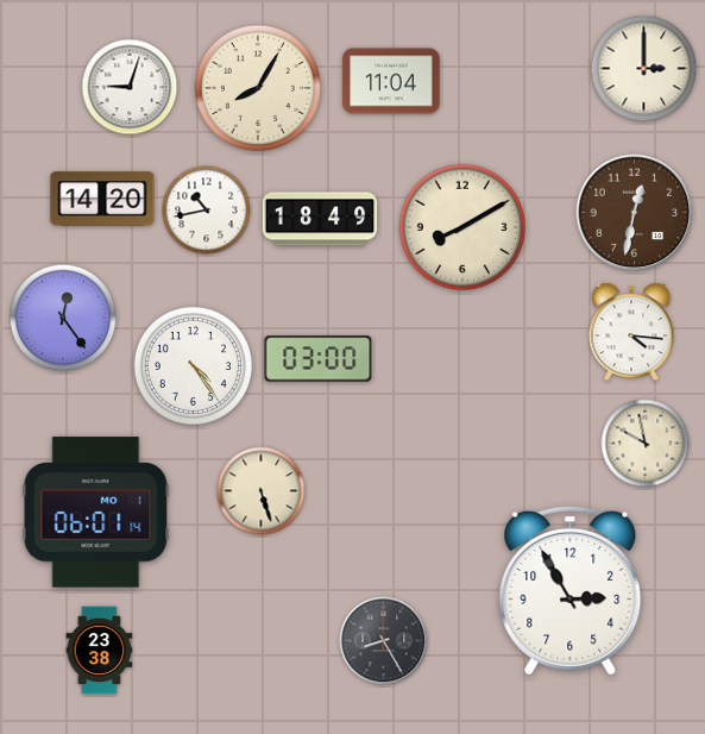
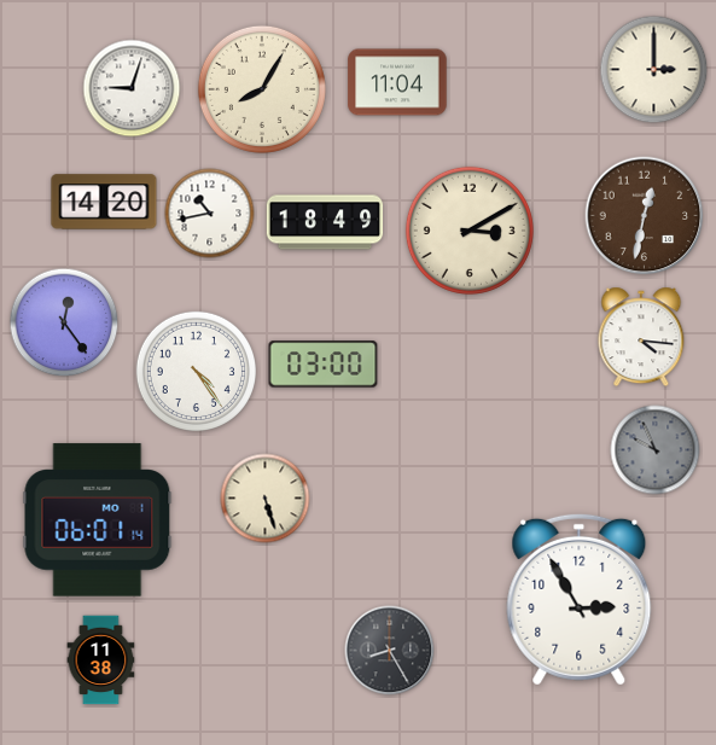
clock at (462, 227): 8:10 -> 3:10
clock at (646, 444): 9:58 -> 9:56
clock at (646, 444) dial: cream -> grey
clock at (100, 651): 23:38 -> 11:38
